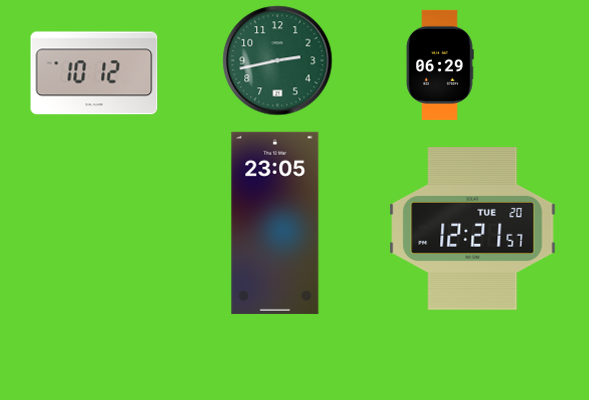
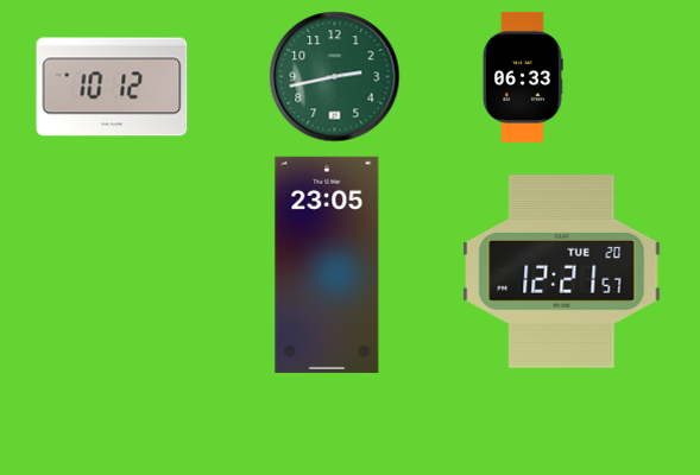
clock at (278, 61) position: (278, 61) -> (335, 77)
clock at (440, 65): 06:29 -> 06:33
